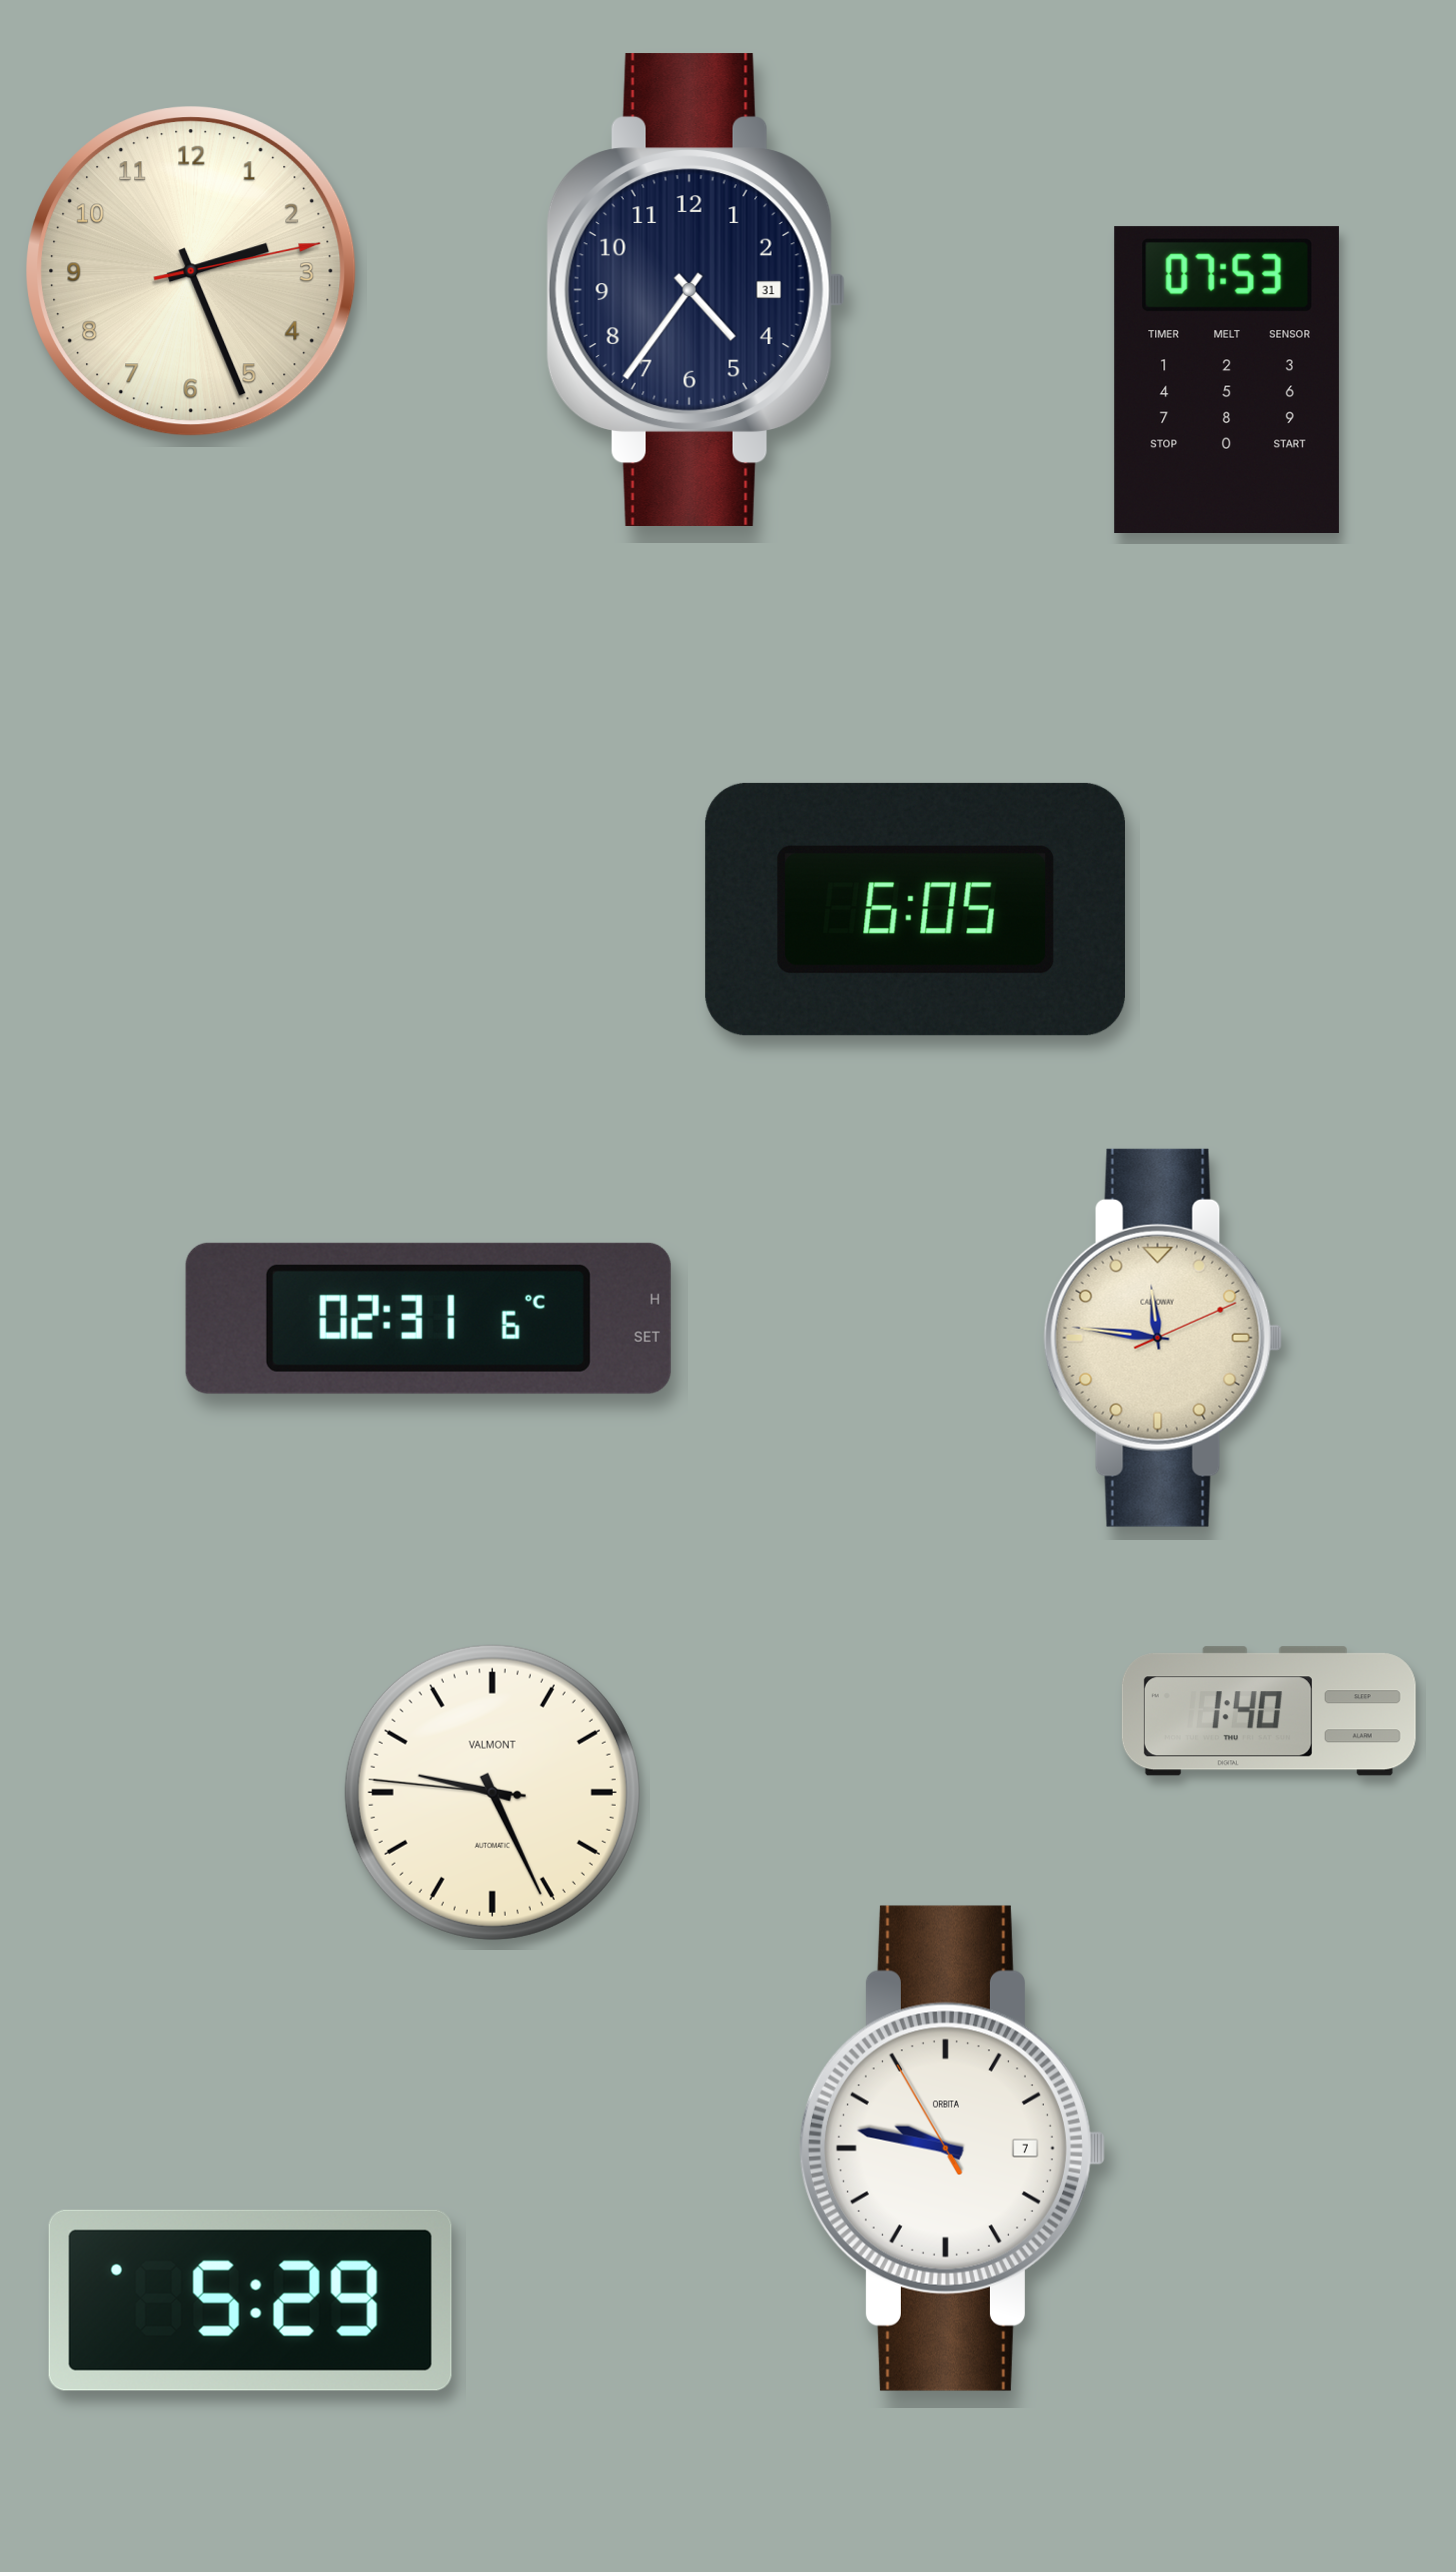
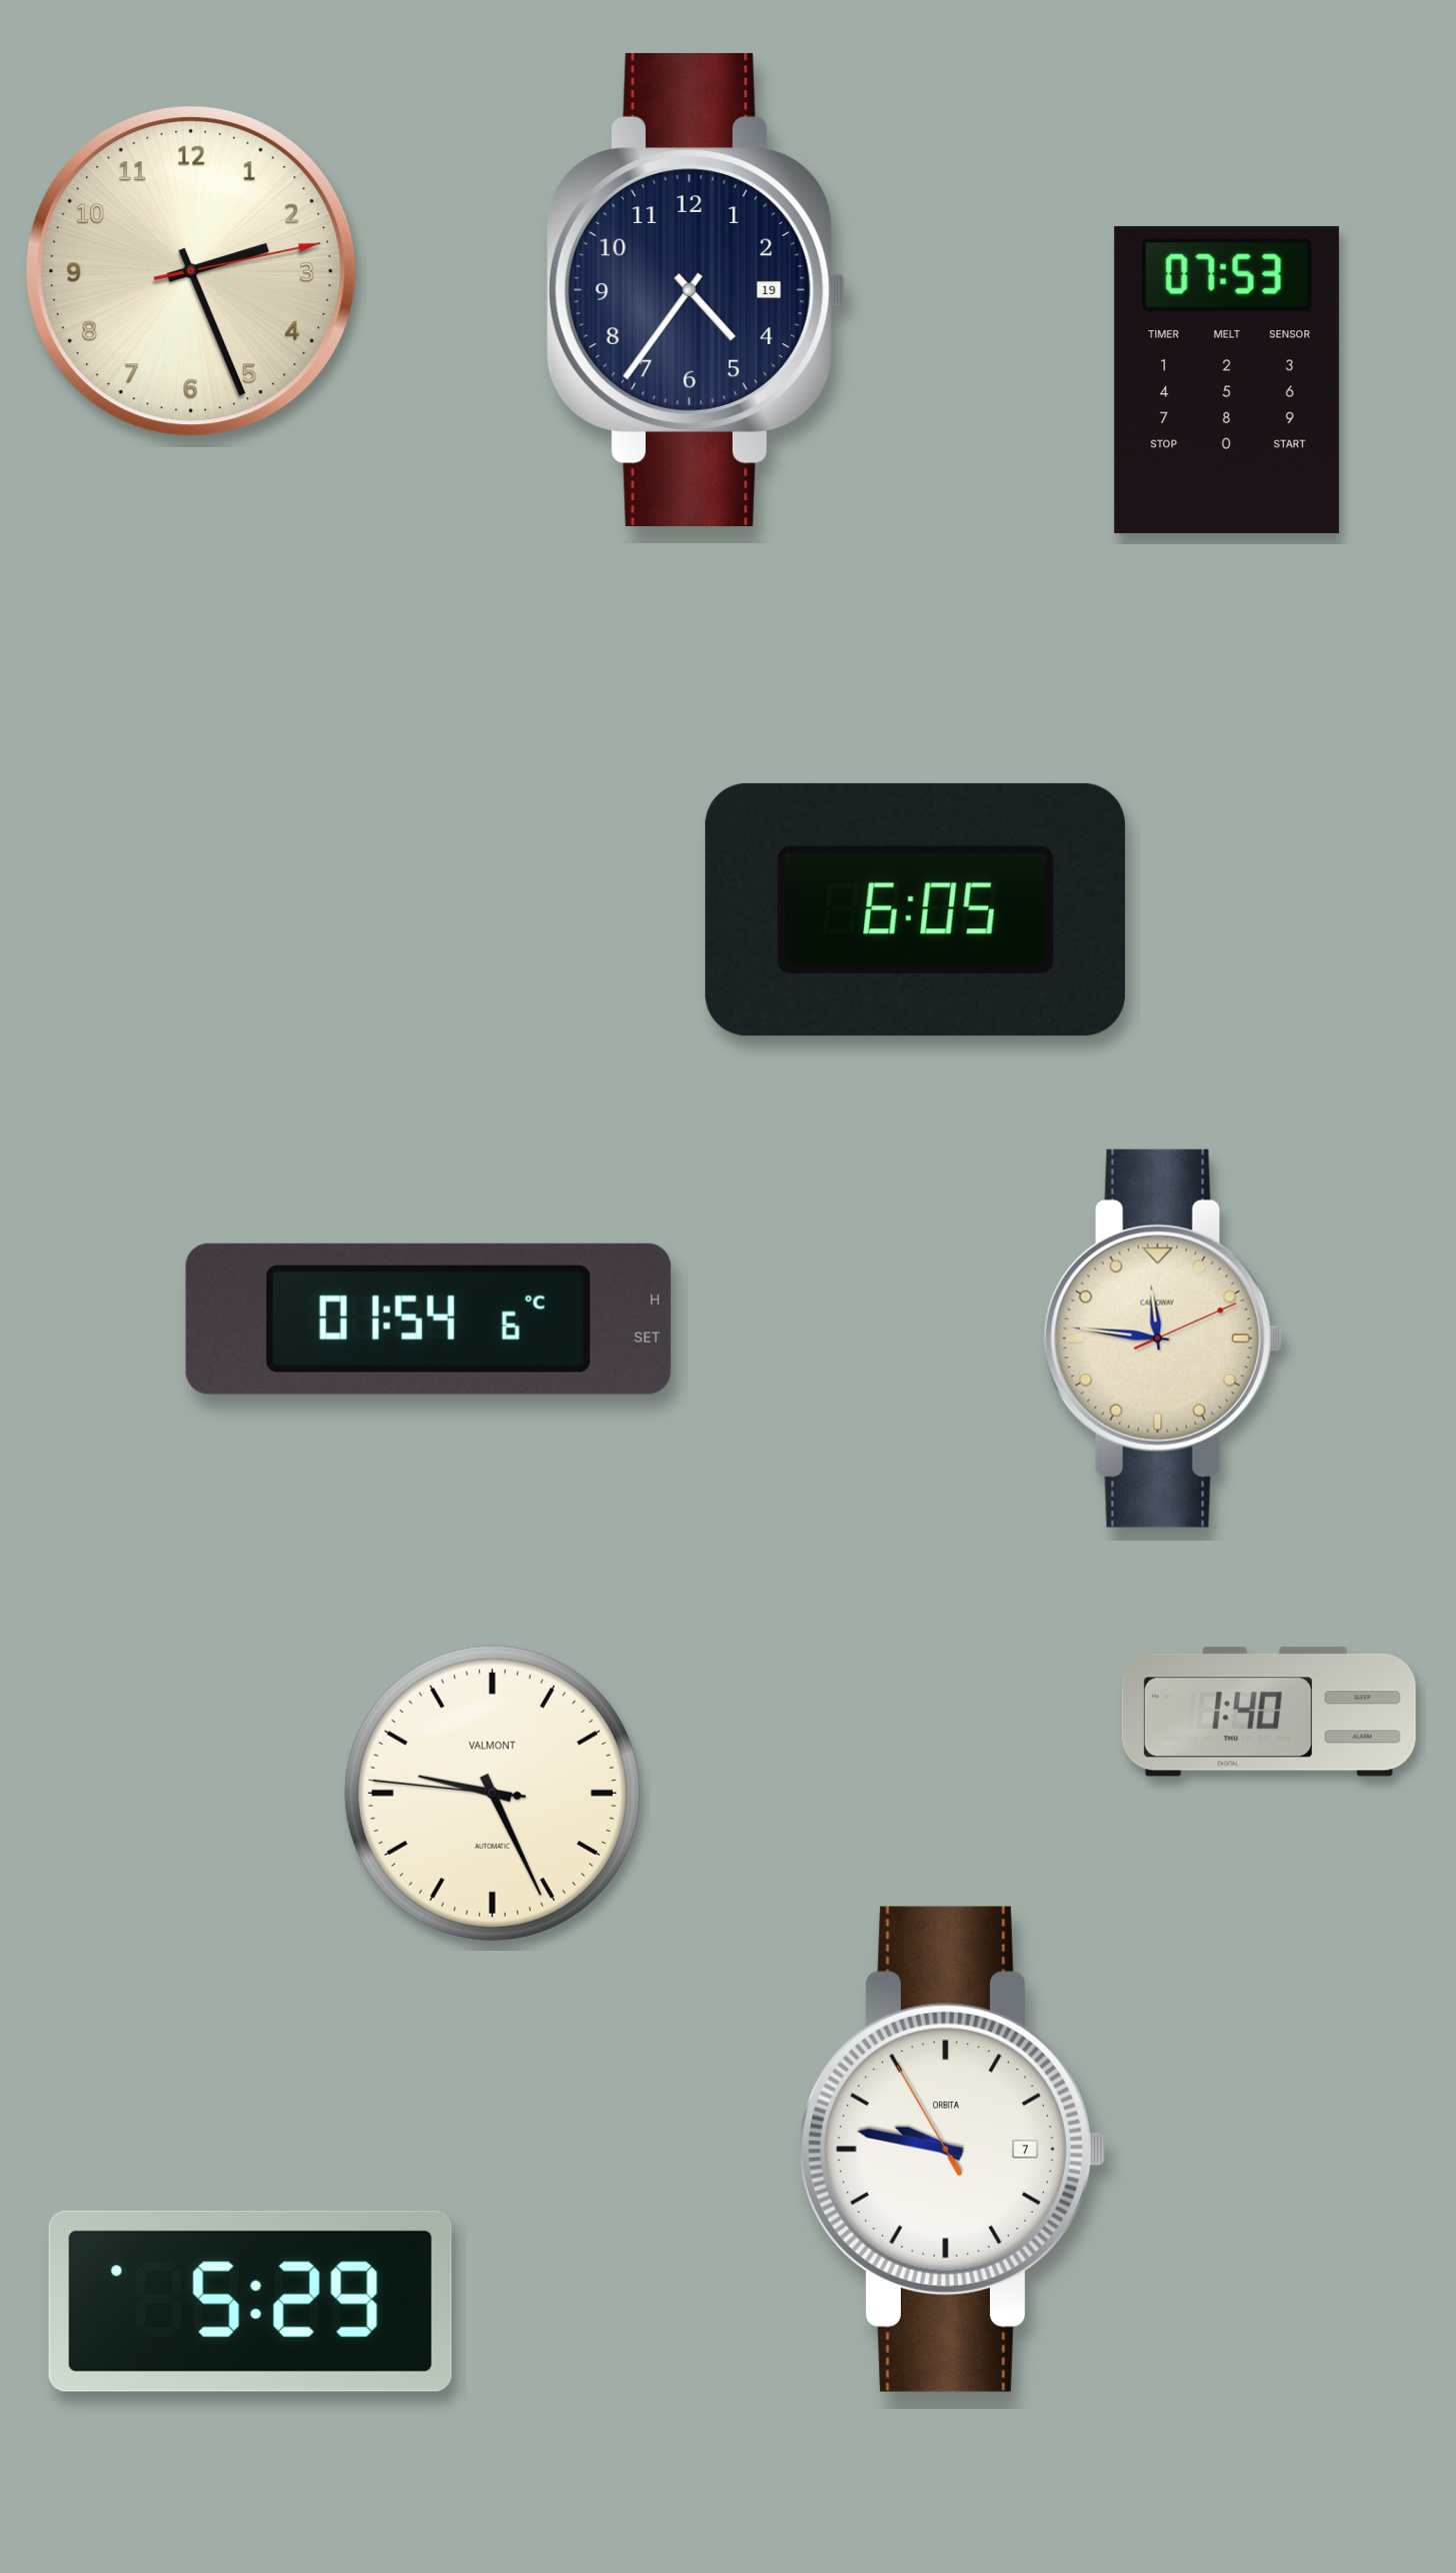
clock at (696, 289) date: 31 -> 19
clock at (428, 1318): 02:31 -> 01:54
